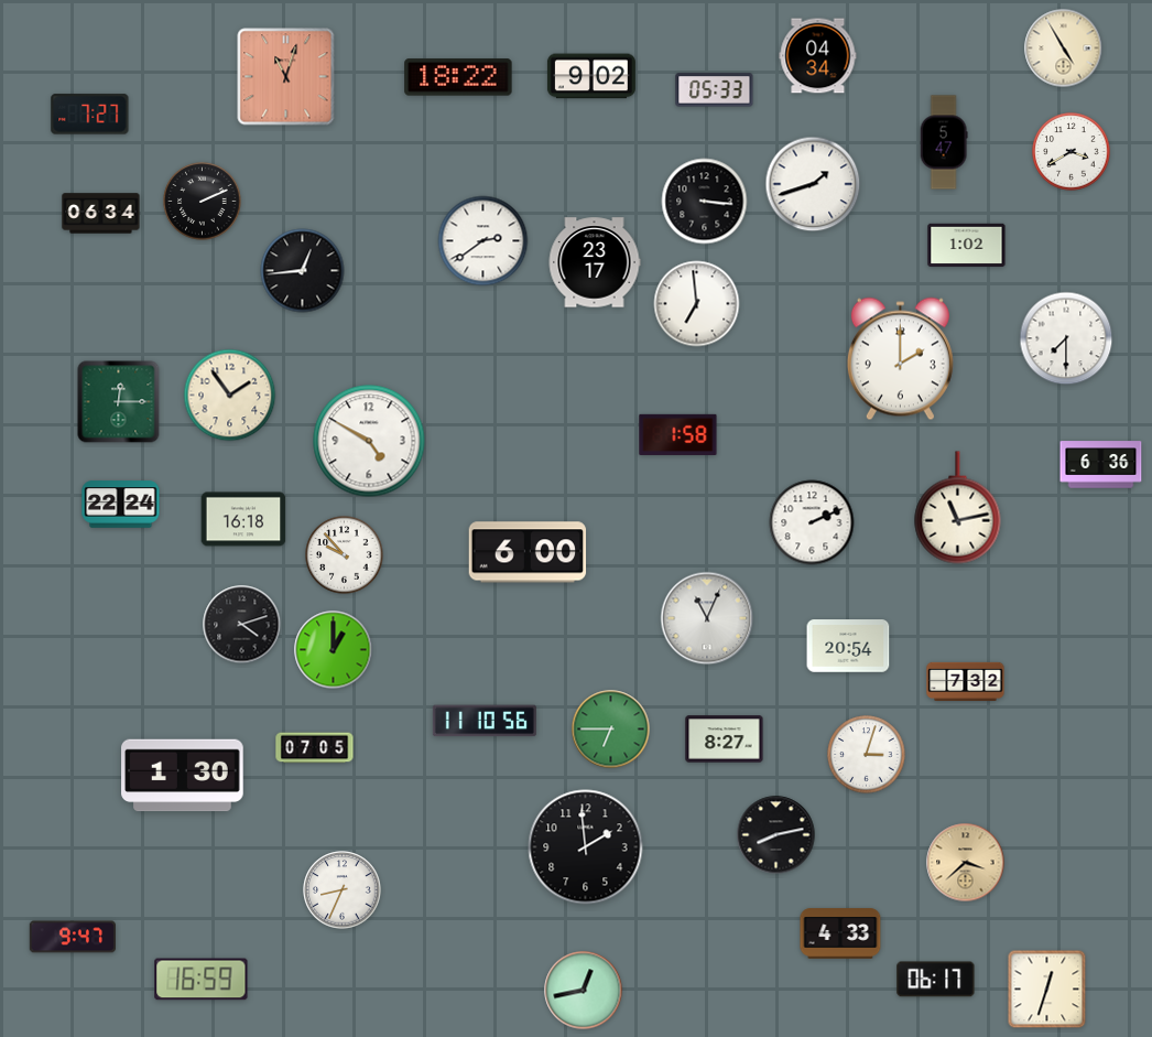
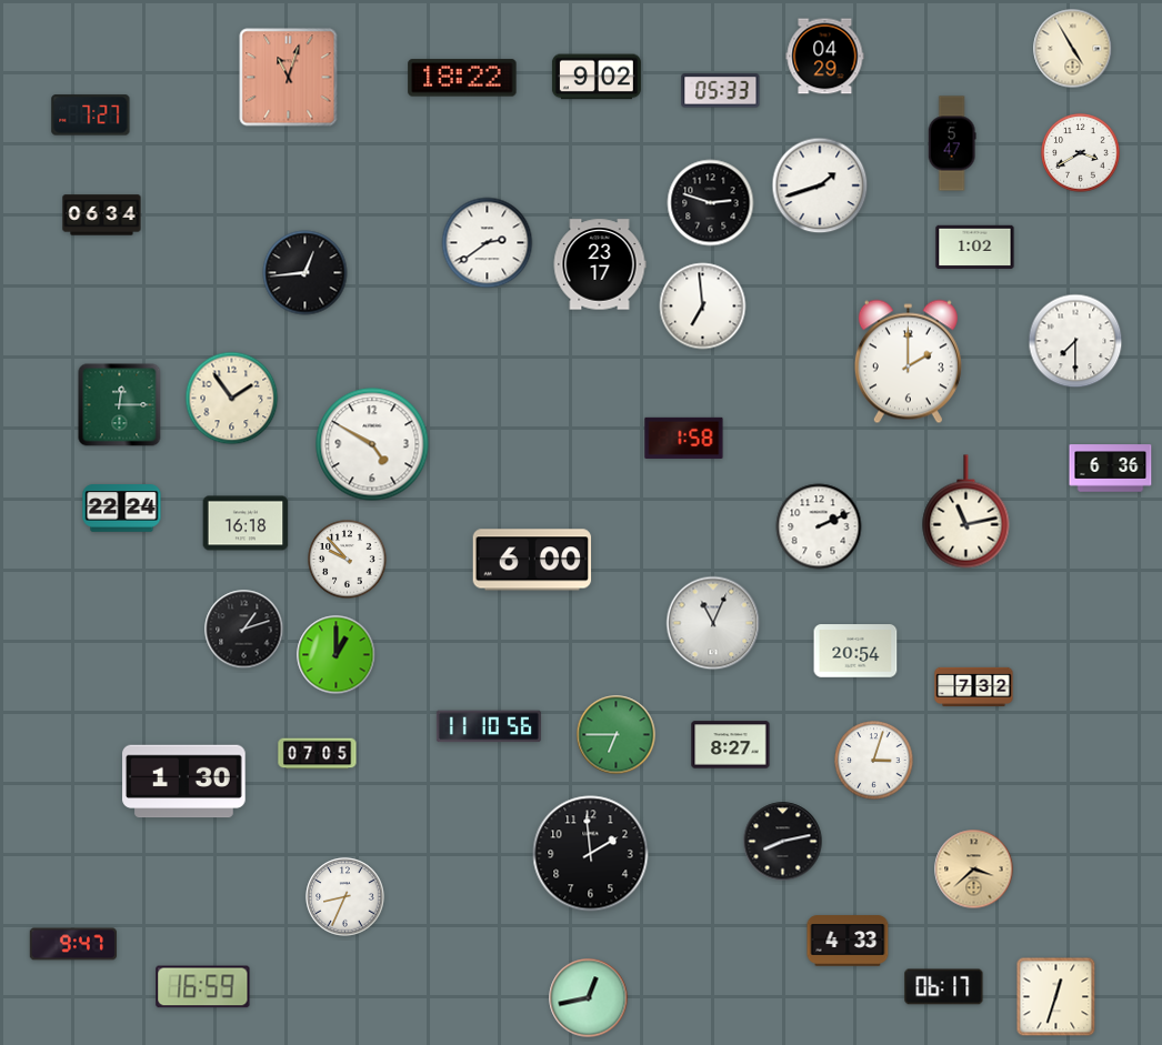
clock at (818, 56): 04:34 -> 04:29
clock at (203, 202): 2:11 -> none
clock at (705, 202): 3:16 -> 2:48
clock at (528, 552) position: (528, 552) -> (532, 560)
clock at (242, 625): 4:12 -> 1:12
